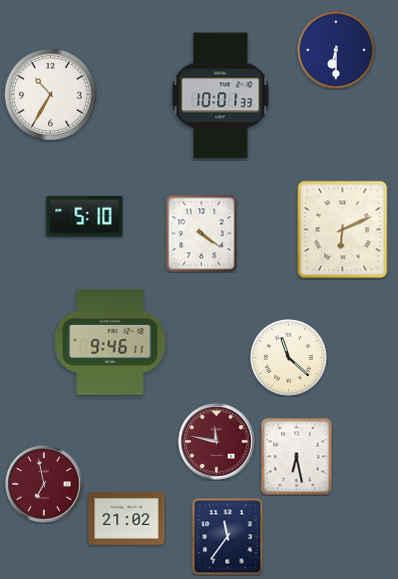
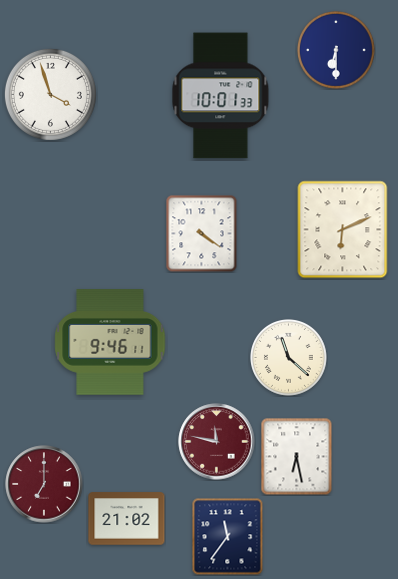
clock at (50, 94): 10:35 -> 3:57
clock at (85, 217): 5:10 -> none
clock at (44, 484): 6:58 -> 7:00
